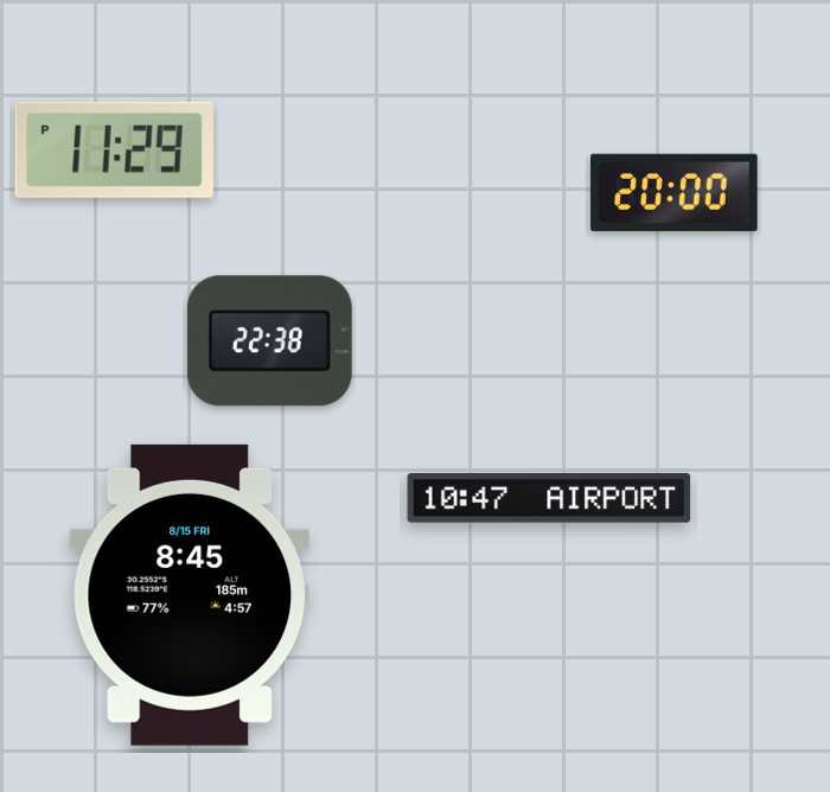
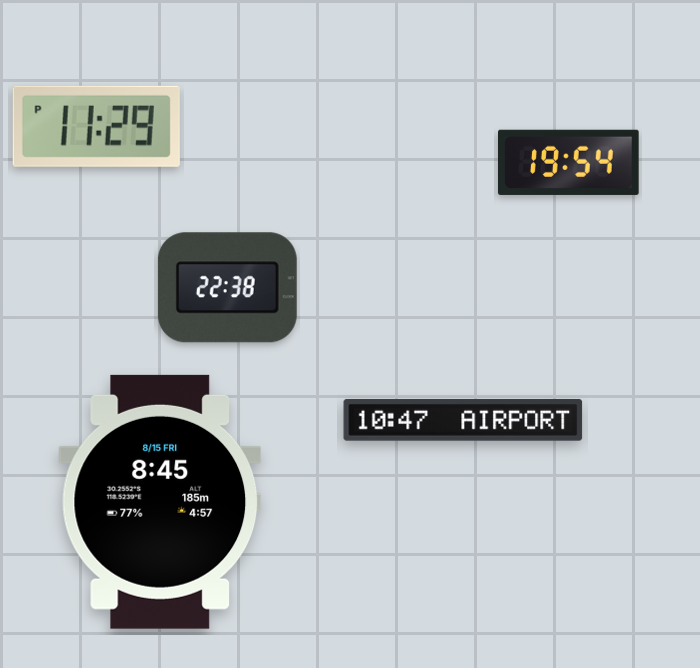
clock at (675, 192): 20:00 -> 19:54
